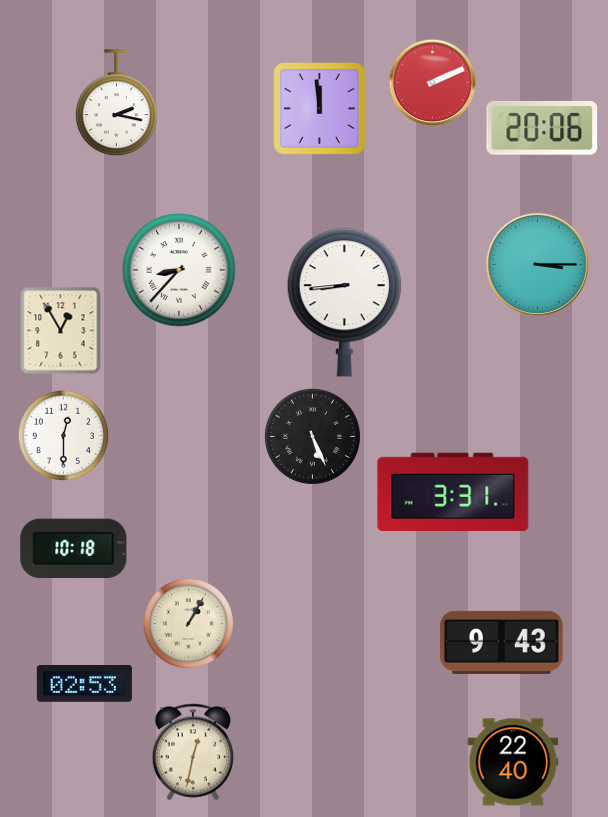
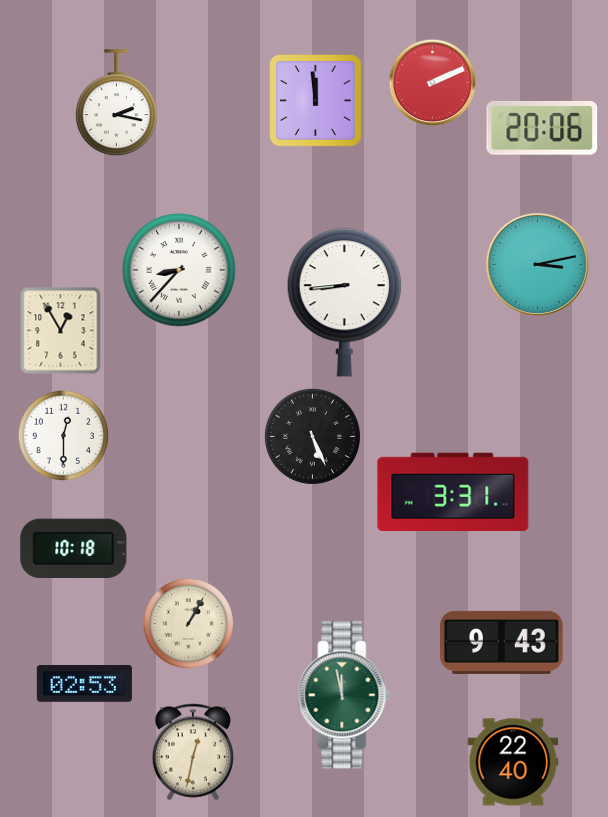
clock at (320, 109) position: (320, 109) -> (316, 101)
clock at (537, 264): 3:15 -> 3:13
clock at (344, 695): none -> 11:58
